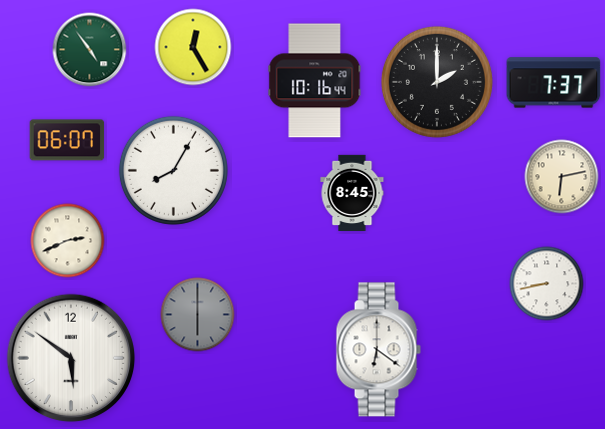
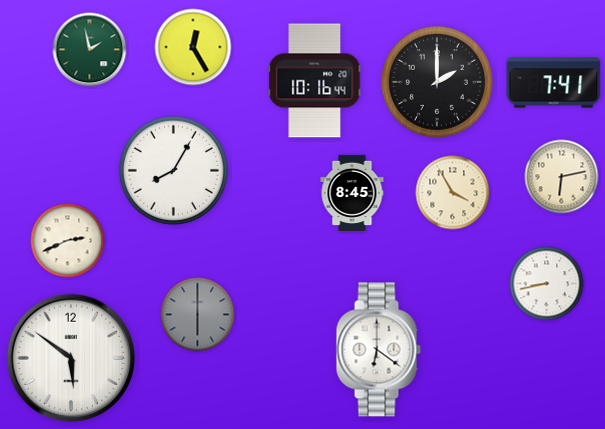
clock at (90, 50): 4:54 -> 1:58
clock at (554, 83): 7:37 -> 7:41
clock at (67, 140): 06:07 -> none
clock at (453, 193): none -> 3:55
